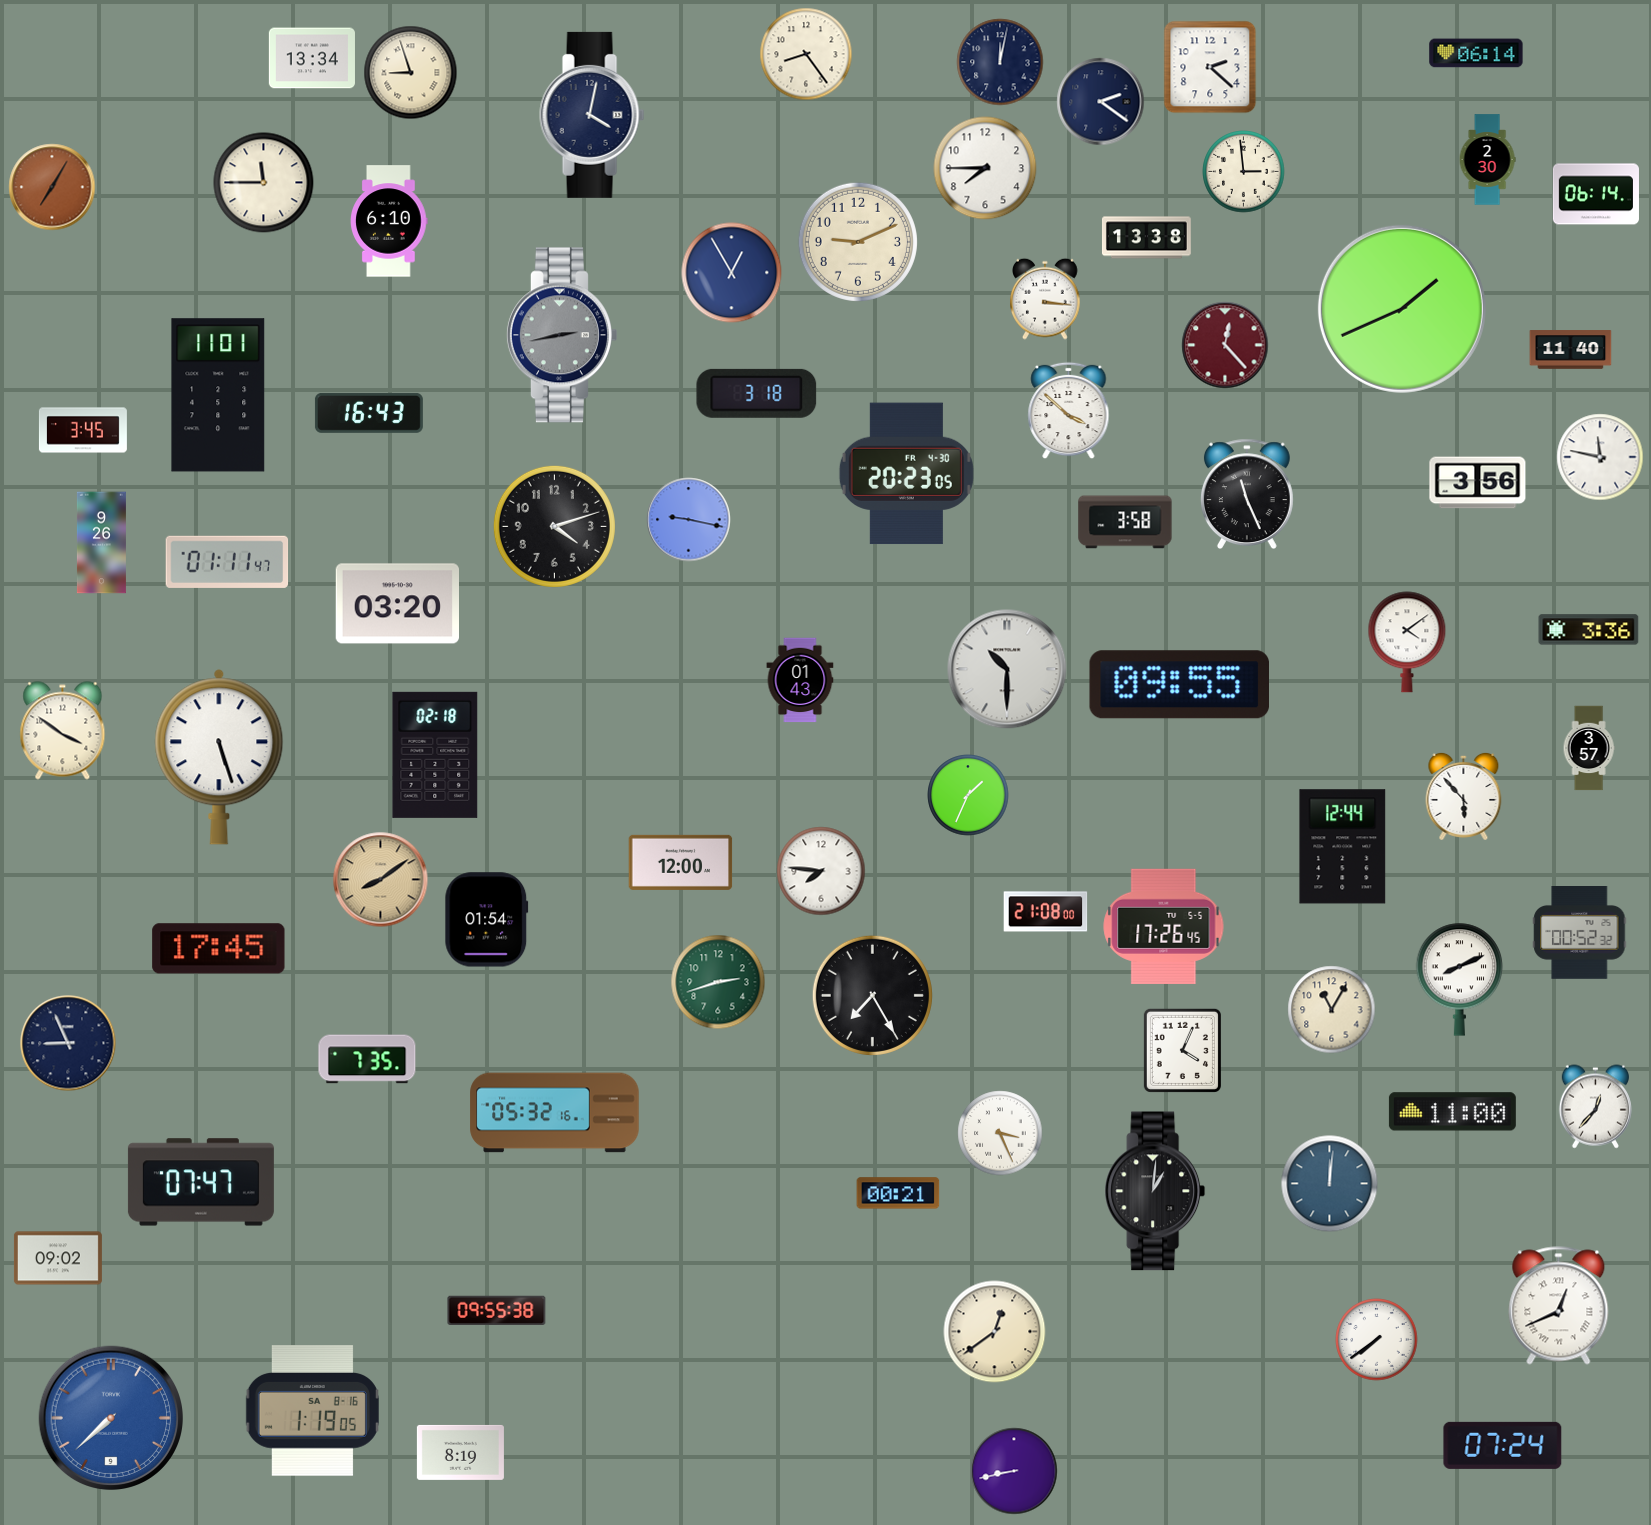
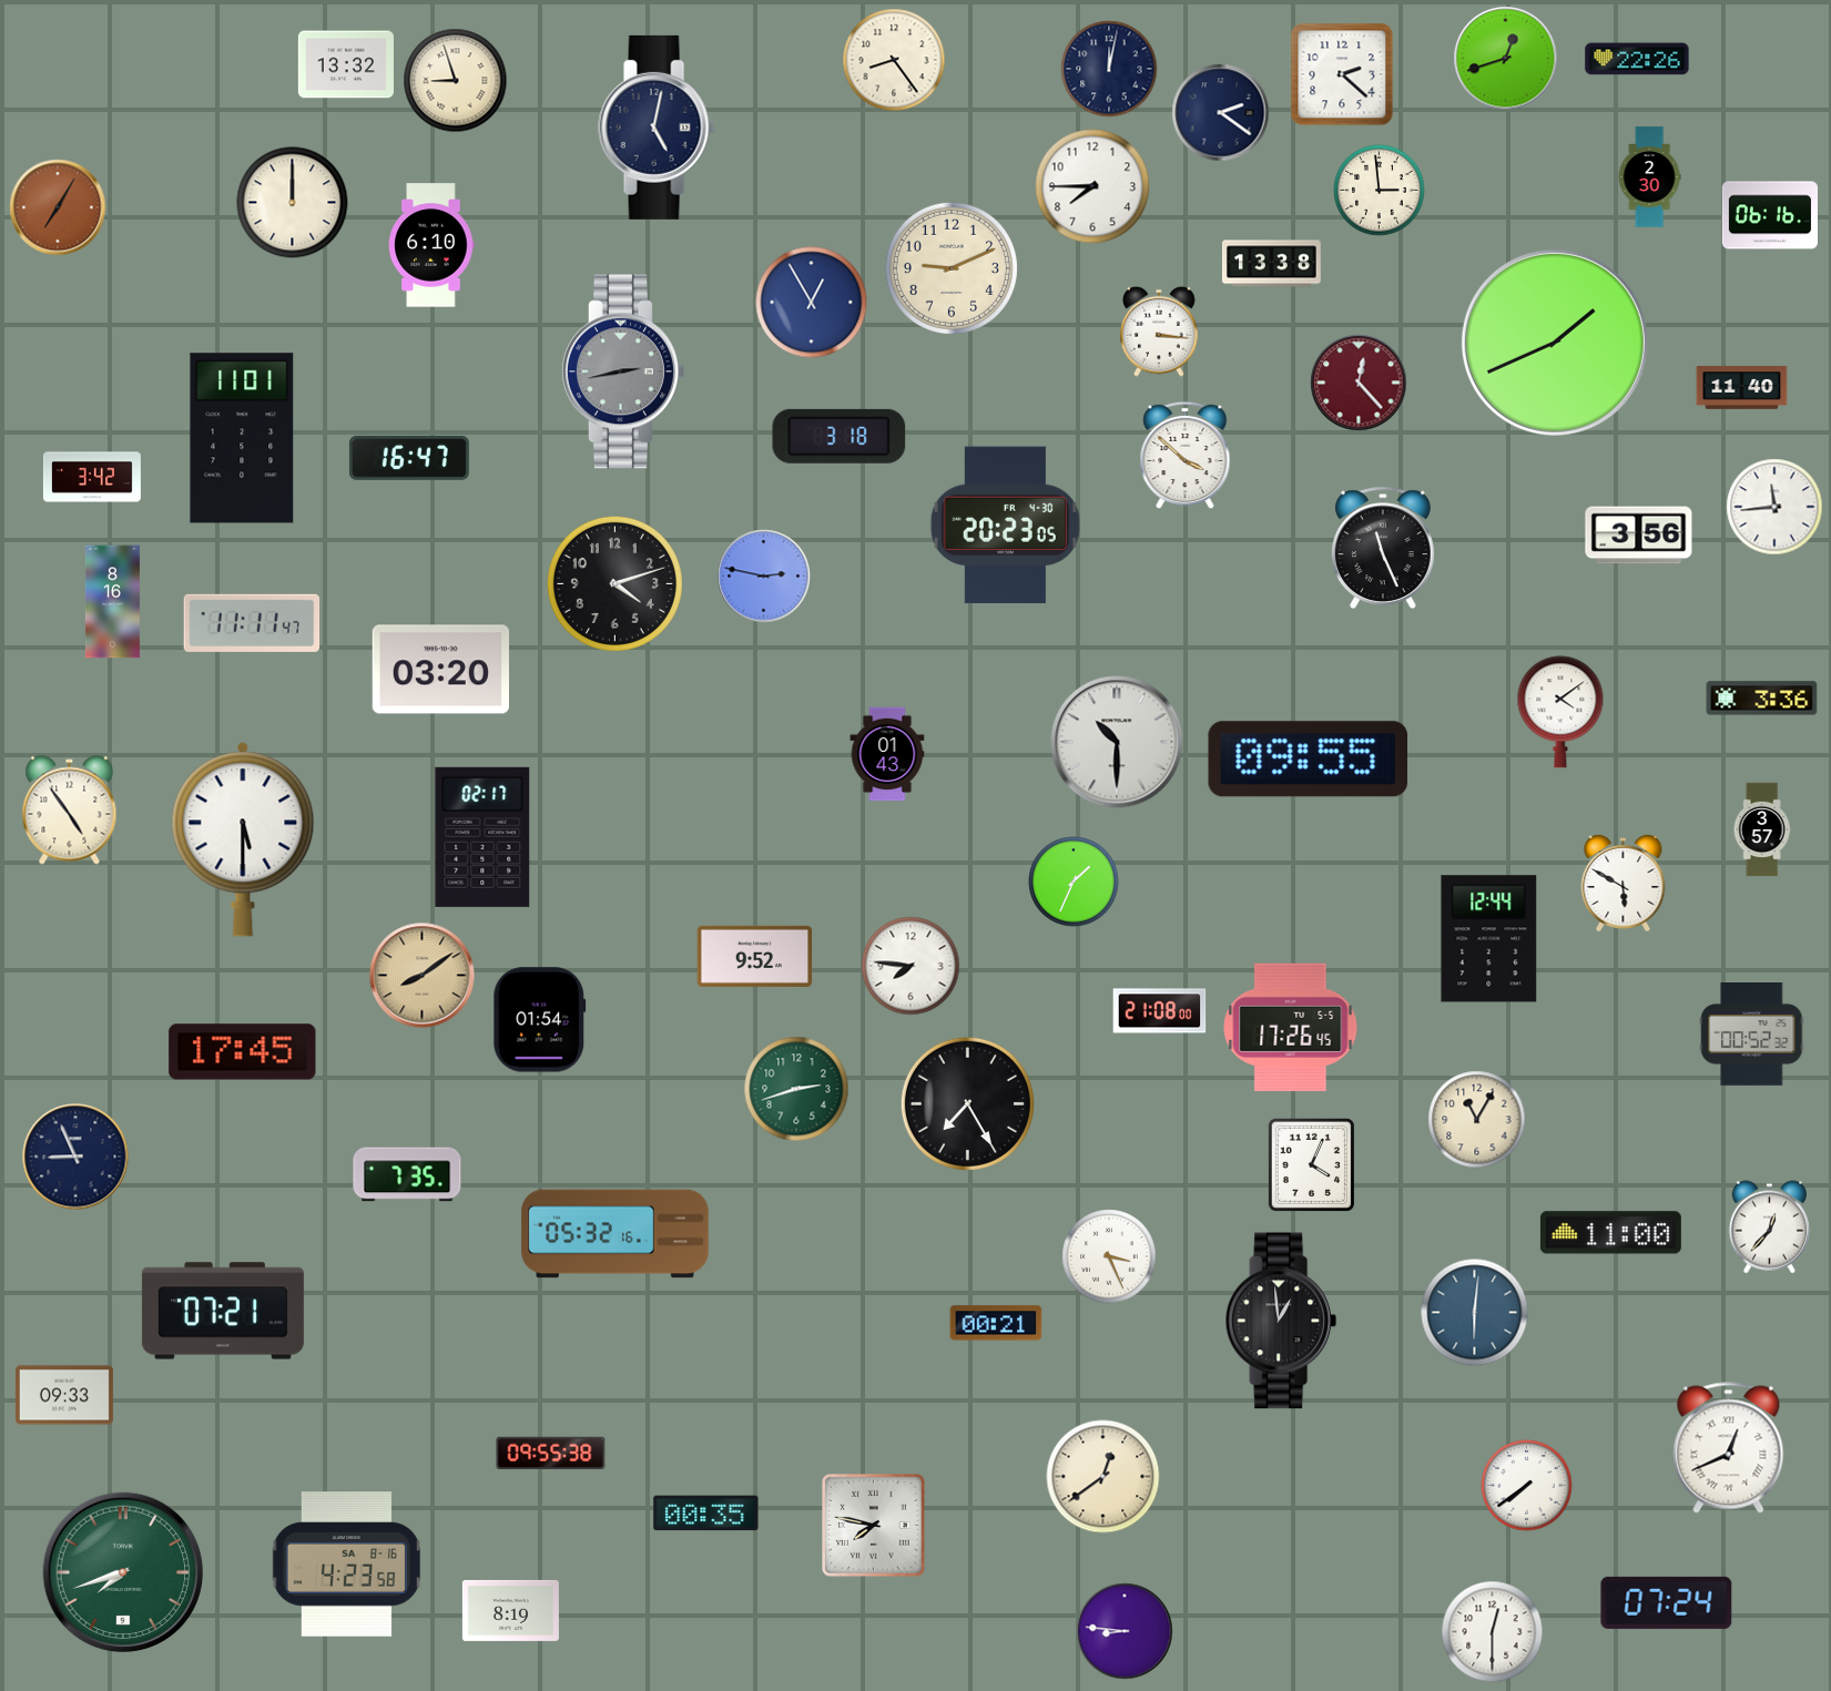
clock at (1506, 59): none -> 12:42
clock at (1476, 53): 06:14 -> 22:26
clock at (312, 58): 13:34 -> 13:32
clock at (592, 115): 4:02 -> 5:02
clock at (264, 183): 11:45 -> 12:00
clock at (1596, 194): 06:14 -> 06:16
clock at (369, 413): 16:43 -> 16:47
clock at (83, 430): 3:45 -> 3:42
clock at (1600, 457): 11:47 -> 11:44
clock at (689, 520): 9:17 -> 2:47
clock at (1125, 522): 3:58 -> none
clock at (101, 543): 9:26 -> 8:16
clock at (227, 562): 01:11 -> 11:11
clock at (63, 731): 3:51 -> 4:54
clock at (435, 755): 02:18 -> 02:17
clock at (219, 757): 5:27 -> 5:30
clock at (1464, 796): 5:53 -> 5:50
clock at (681, 862): 12:00 -> 9:52
clock at (1460, 979): 8:11 -> none
clock at (201, 1182): 07:47 -> 07:21
clock at (1330, 1184): 12:01 -> 6:01
clock at (1155, 1191): 1:01 -> 12:59
clock at (58, 1258): 09:02 -> 09:33
clock at (706, 1514): none -> 00:35
clock at (874, 1526): none -> 7:47
clock at (312, 1411): 1:19 -> 4:23
clock at (111, 1418): 7:38 -> 7:42
clock at (111, 1418) dial: blue -> green
clock at (1014, 1471): 8:43 -> 8:46
clock at (1493, 1632): none -> 12:30
